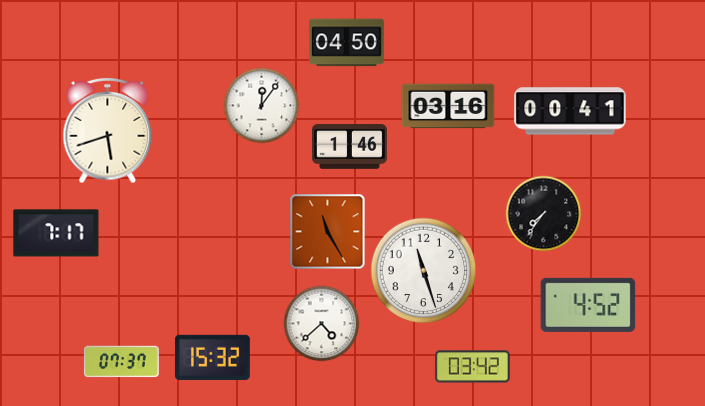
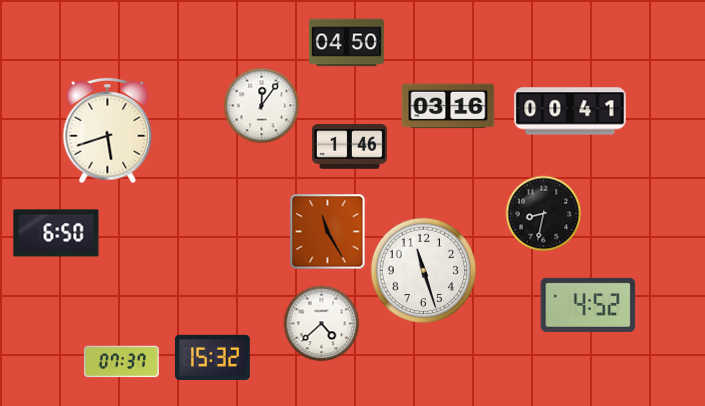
clock at (544, 214): 7:36 -> 8:32
clock at (56, 233): 7:17 -> 6:50
clock at (472, 367): 03:42 -> none
